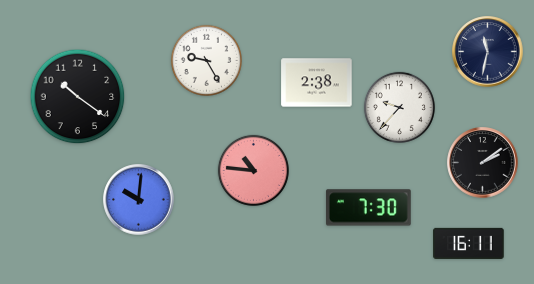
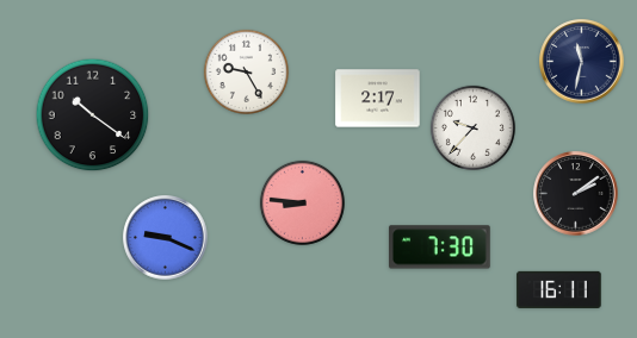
clock at (317, 83): 2:38 -> 2:17
clock at (399, 107) position: (399, 107) -> (472, 127)
clock at (253, 170): 10:46 -> 8:46
clock at (139, 200): 10:01 -> 9:19
